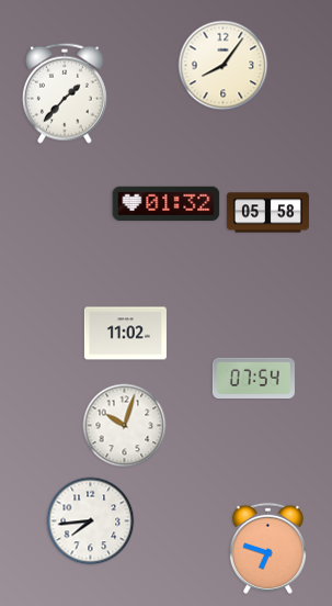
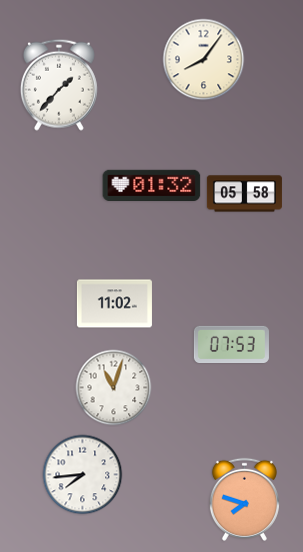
clock at (253, 378): 07:54 -> 07:53
clock at (125, 426): 10:03 -> 11:03
clock at (267, 548): 6:48 -> 7:48
